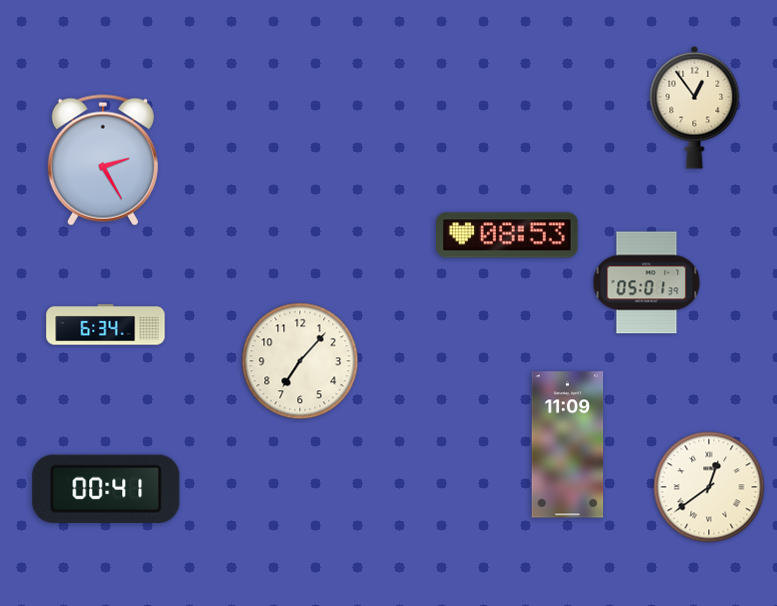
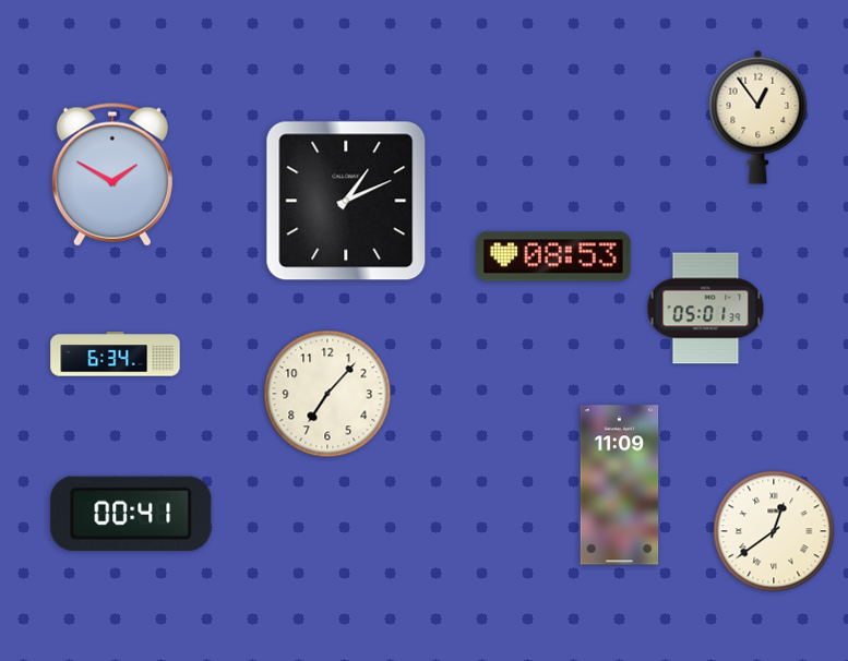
clock at (103, 160): 2:25 -> 1:50
clock at (346, 201): none -> 1:11
clock at (106, 489) position: (106, 489) -> (131, 514)
